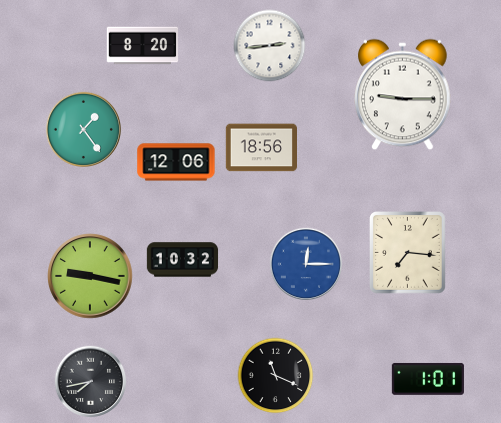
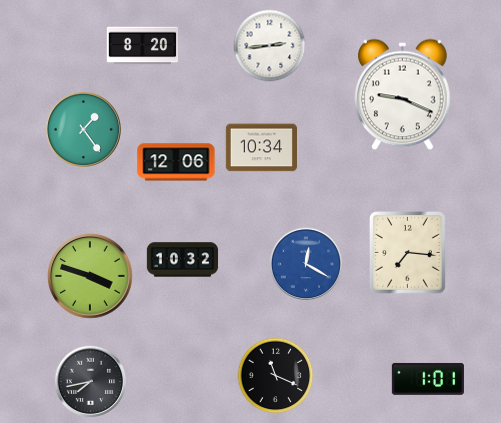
clock at (403, 95): 9:15 -> 9:19
clock at (261, 148): 18:56 -> 10:34
clock at (306, 264): 12:15 -> 12:20
clock at (90, 276): 9:17 -> 3:48
